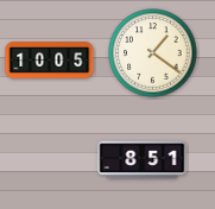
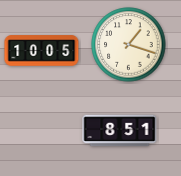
clock at (153, 53): 1:21 -> 1:18
clock at (143, 160) position: (143, 160) -> (120, 131)
